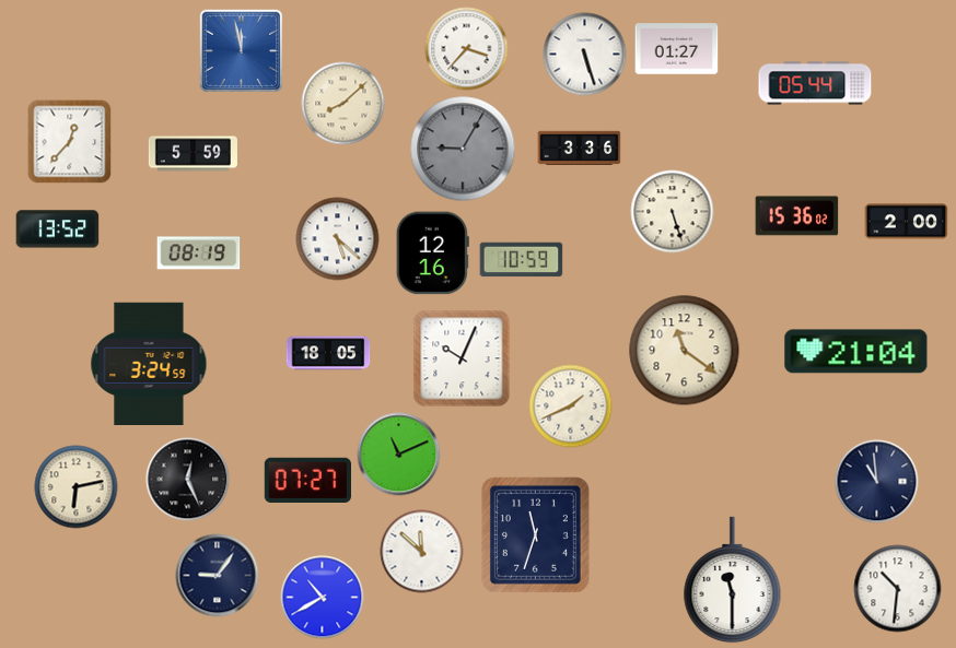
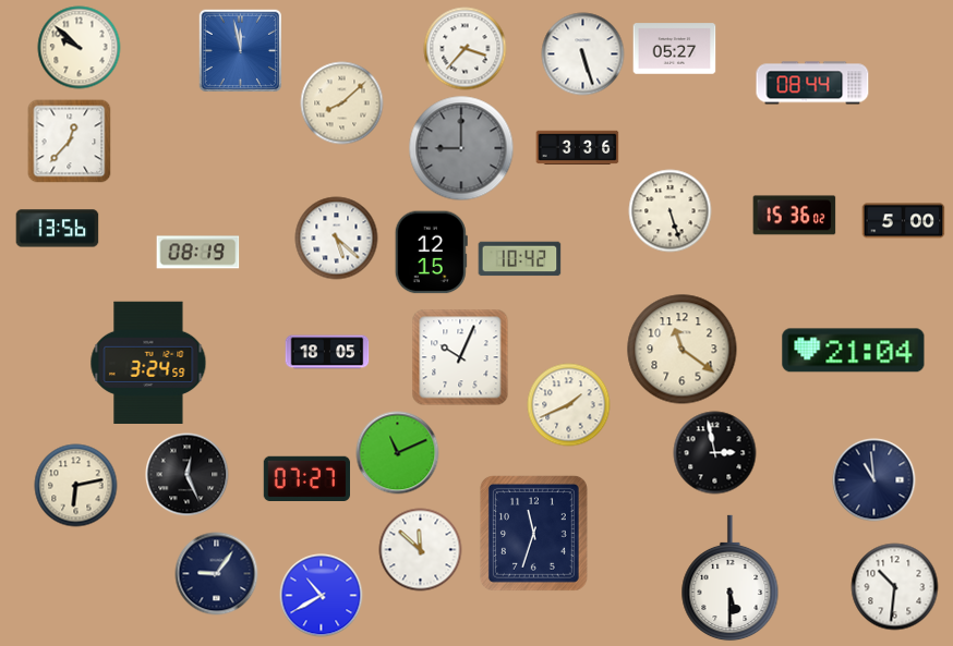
clock at (80, 48): none -> 9:52
clock at (677, 49): 01:27 -> 05:27
clock at (815, 83): 05:44 -> 08:44
clock at (463, 149): 9:05 -> 9:00
clock at (193, 154): 5:59 -> none
clock at (907, 222): 2:00 -> 5:00
clock at (58, 229): 13:52 -> 13:56
clock at (432, 254): 12:16 -> 12:15
clock at (522, 260): 10:59 -> 10:42
clock at (715, 453): none -> 2:58
clock at (188, 480) position: (188, 480) -> (188, 475)
clock at (733, 580): 11:30 -> 5:30
